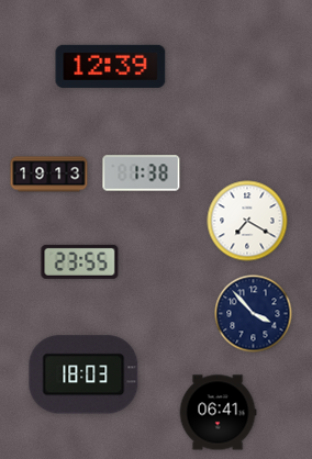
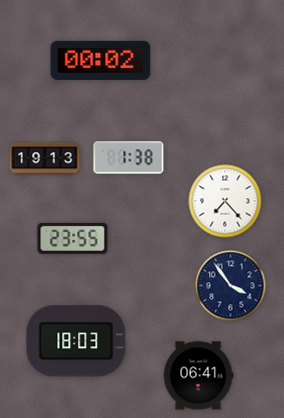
clock at (111, 66): 12:39 -> 00:02
clock at (247, 221): 7:20 -> 7:23
clock at (254, 314): 3:53 -> 3:54
